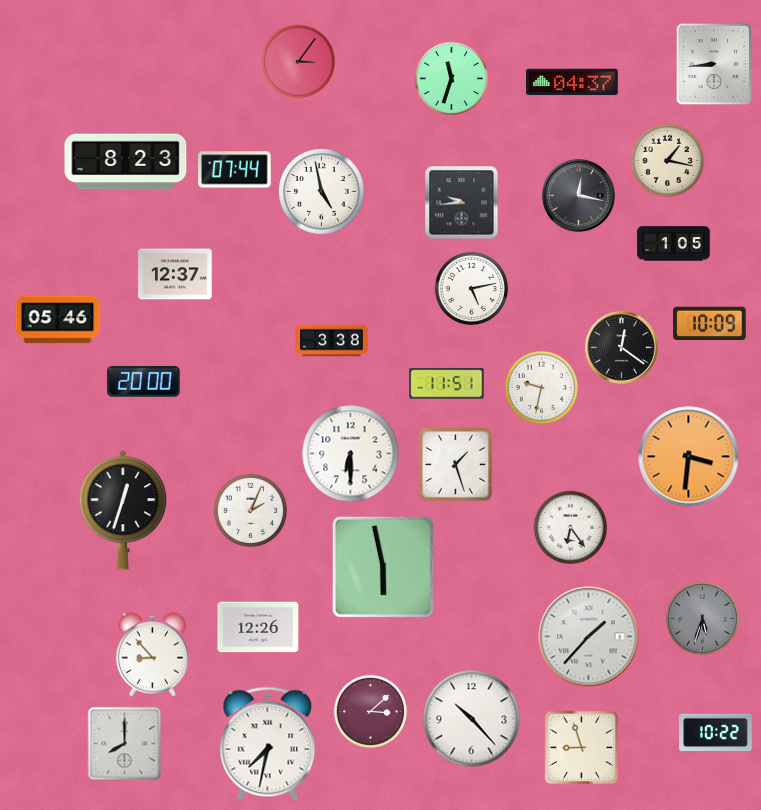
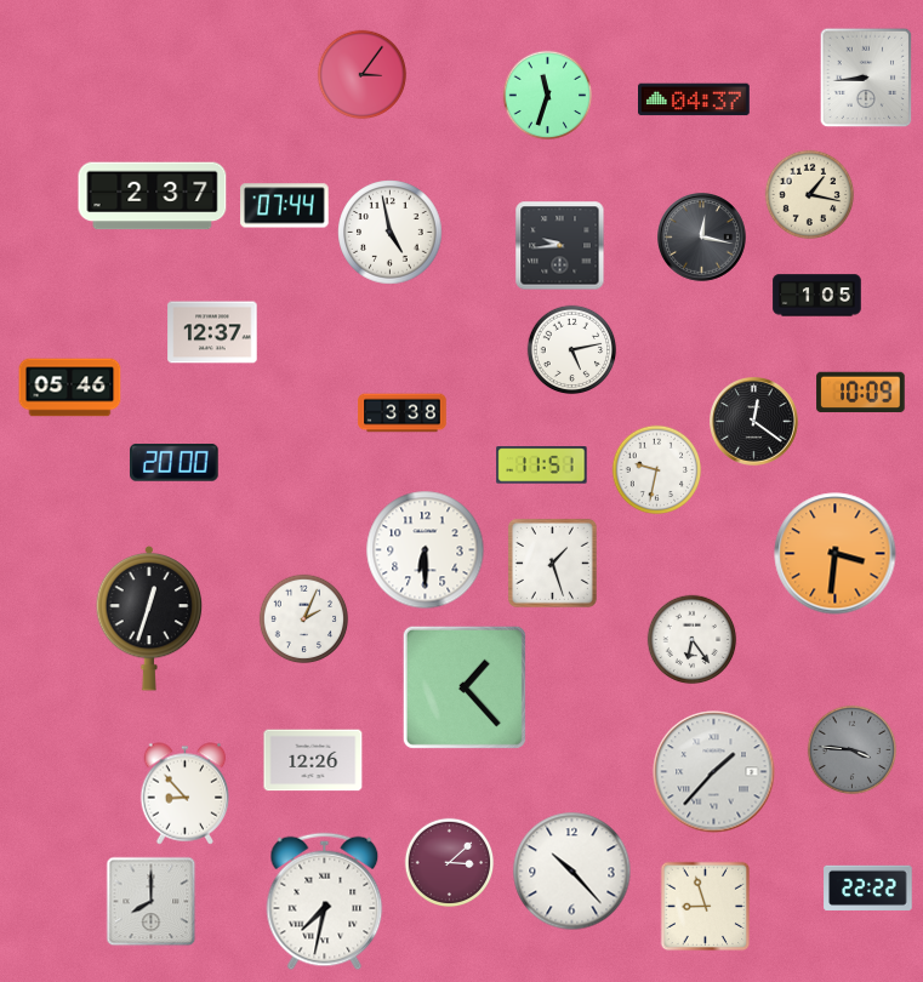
clock at (126, 162): 8:23 -> 2:37
clock at (383, 567): 5:58 -> 1:23
clock at (703, 619): 5:33 -> 3:46
clock at (716, 732): 10:22 -> 22:22
